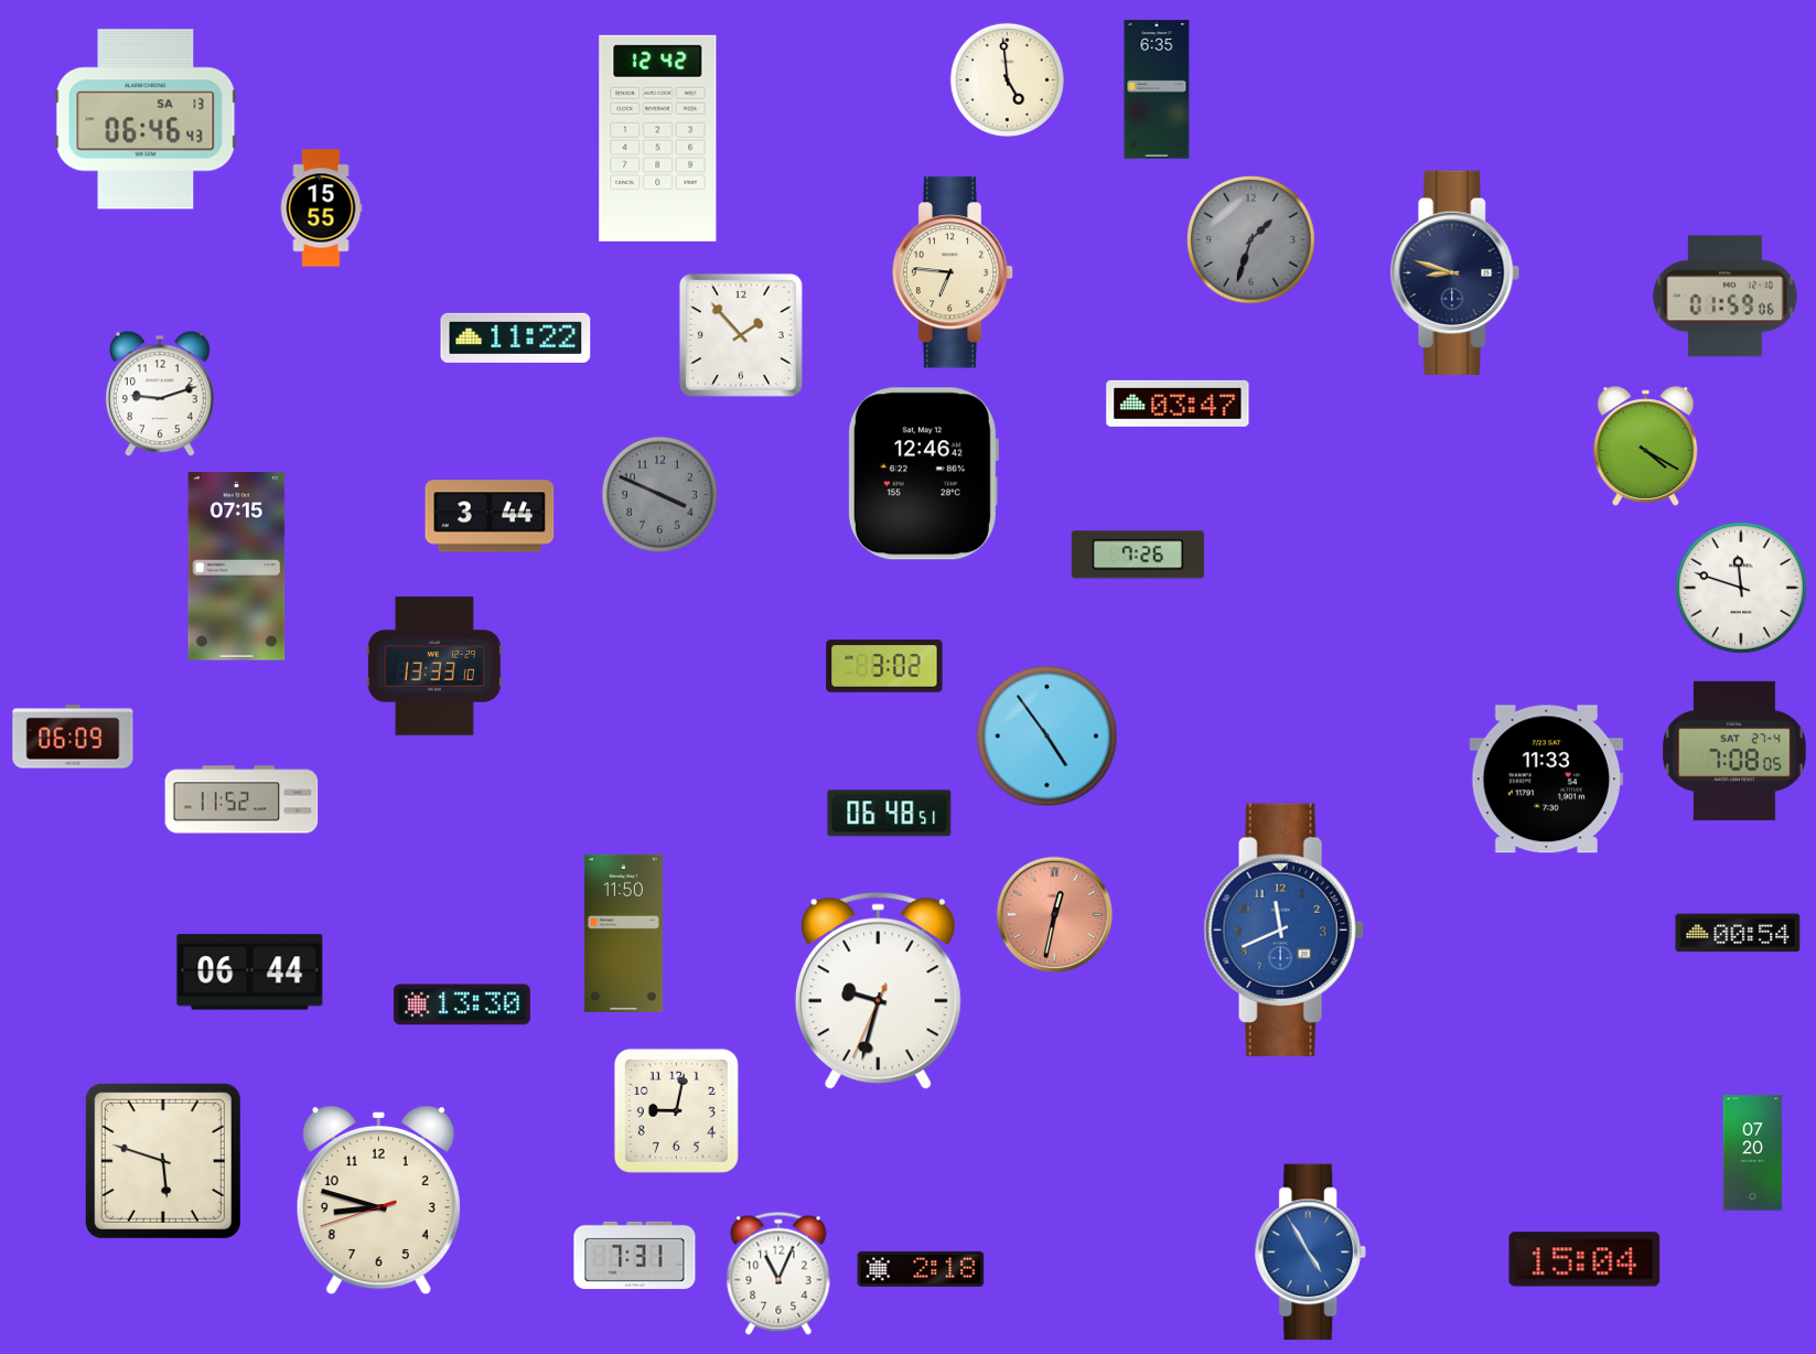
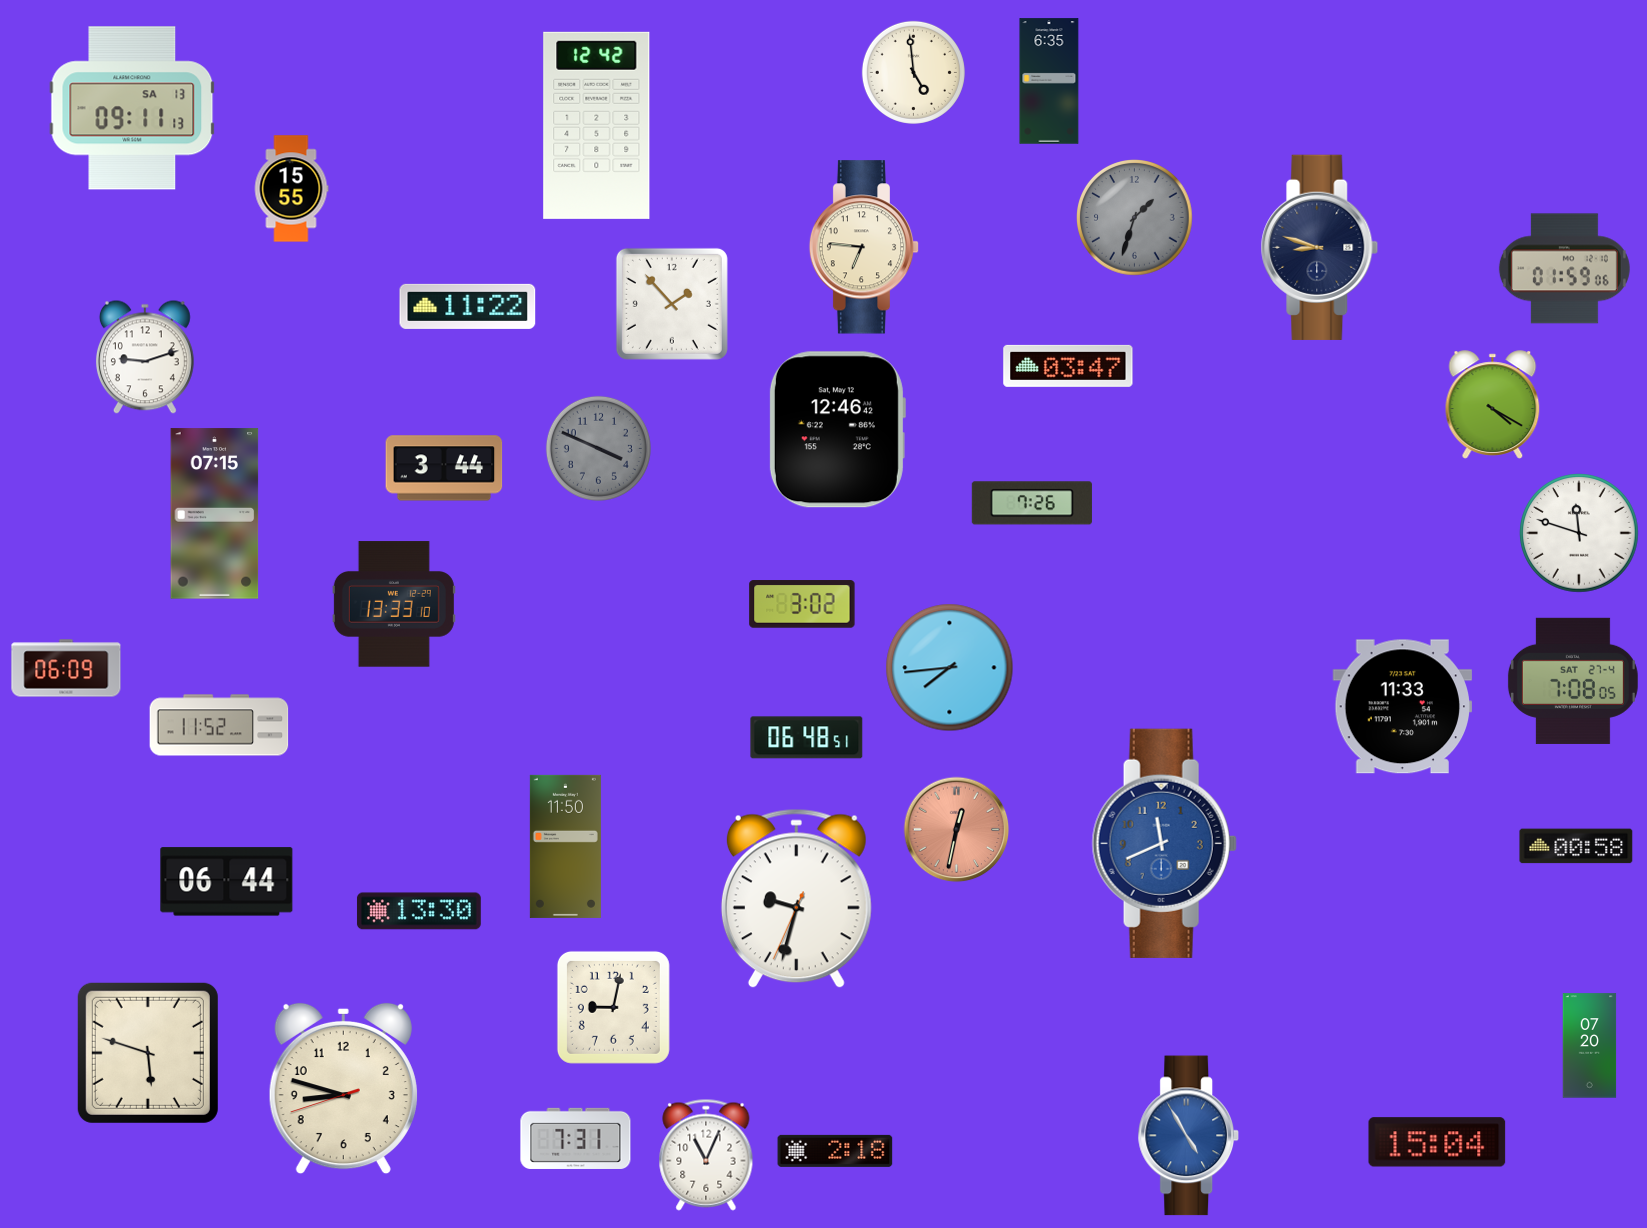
clock at (146, 119): 06:46 -> 09:11
clock at (1047, 737): 4:54 -> 7:44
clock at (1738, 933): 00:54 -> 00:58
